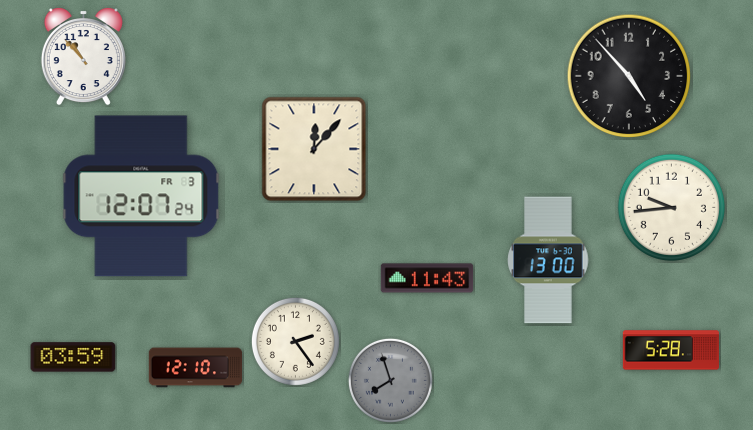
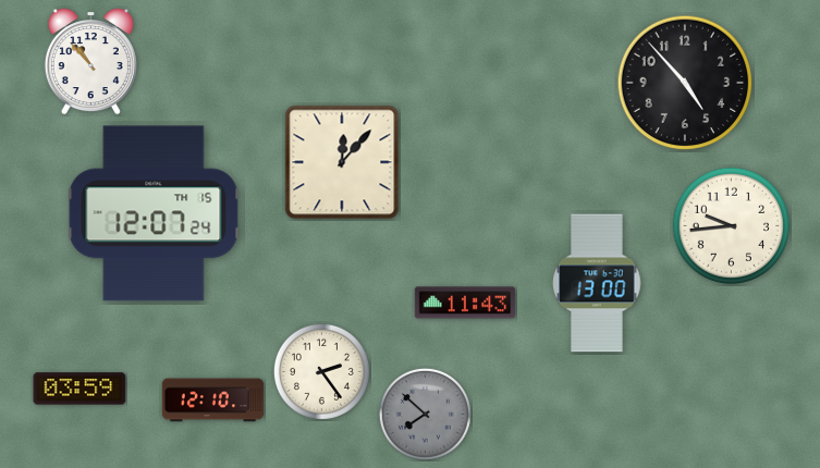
clock at (141, 196) date: FR 3 -> TH 15
clock at (671, 350): 5:28 -> none
clock at (390, 380): 7:57 -> 7:52
